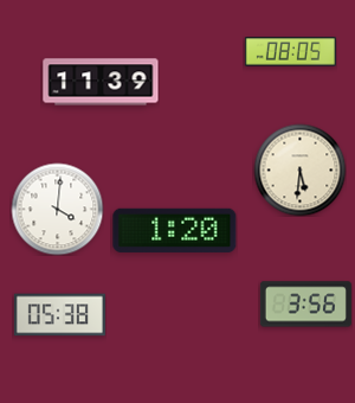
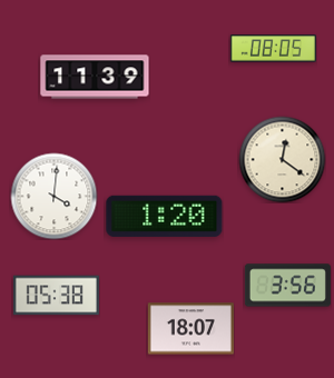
clock at (299, 169): 5:31 -> 12:21
clock at (190, 329): none -> 18:07
